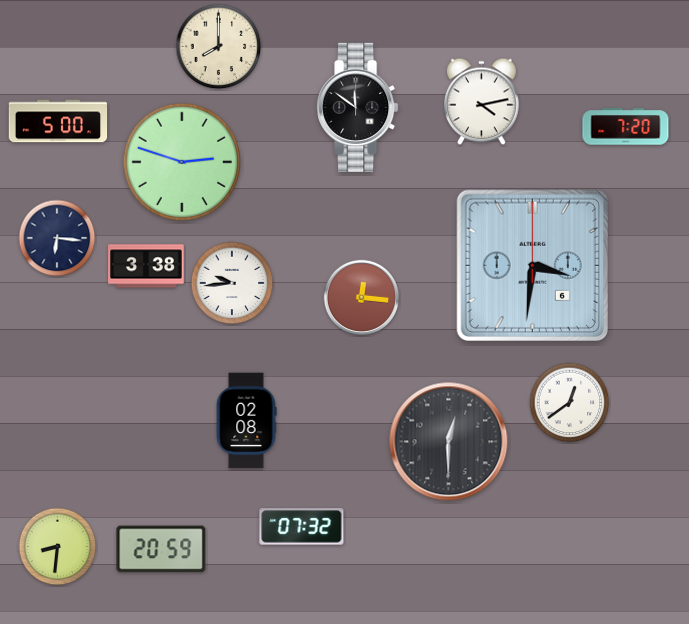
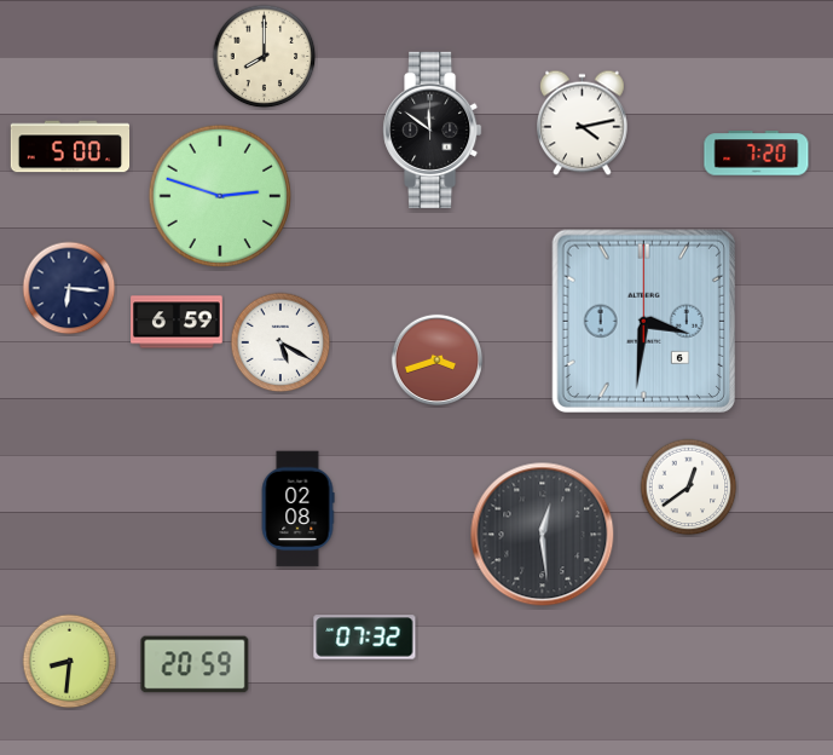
clock at (146, 266): 3:38 -> 6:59
clock at (232, 283): 9:44 -> 5:20
clock at (361, 297): 12:16 -> 3:42
clock at (449, 442): 12:30 -> 12:29
